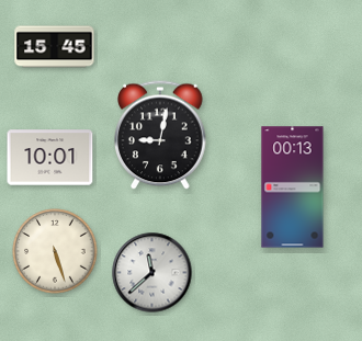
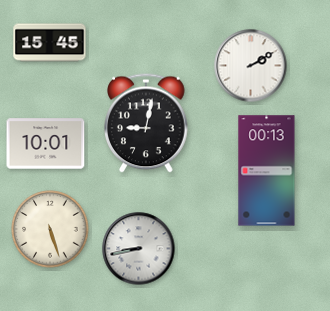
clock at (251, 66): none -> 2:10
clock at (152, 273): 11:38 -> 8:43
